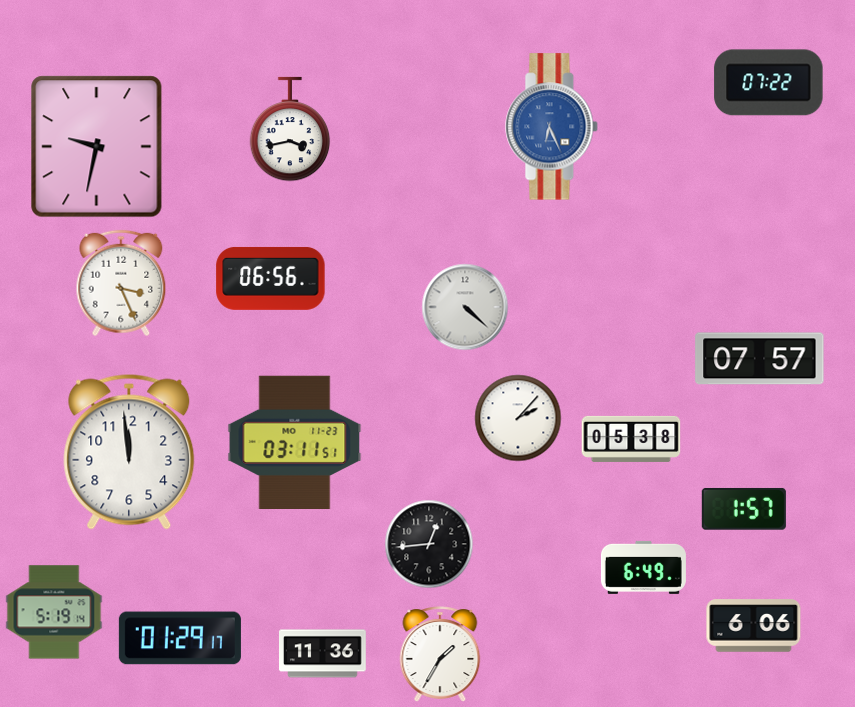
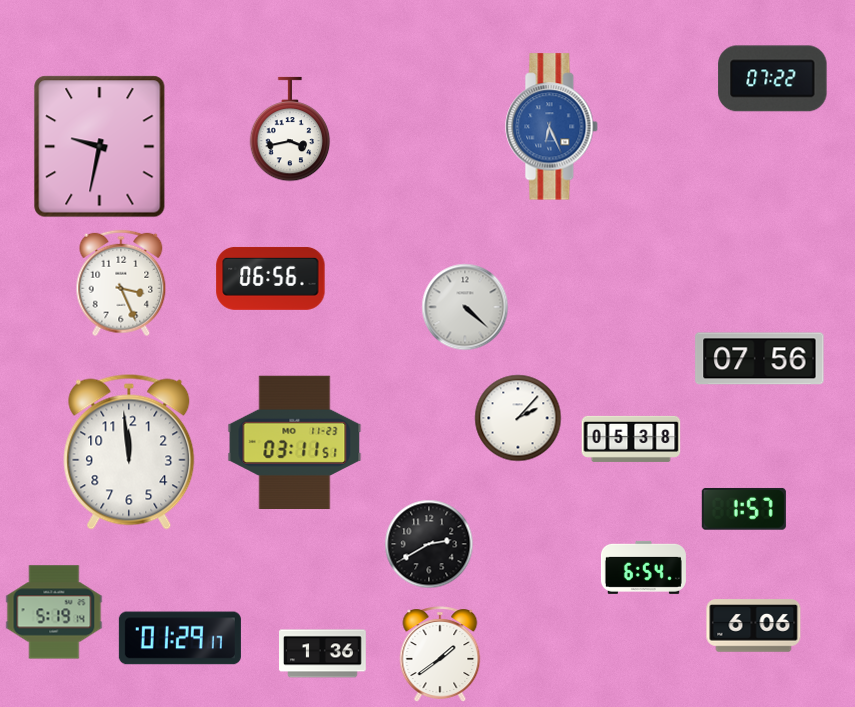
clock at (769, 83) position: (769, 83) -> (773, 79)
clock at (97, 147) position: (97, 147) -> (100, 147)
clock at (760, 359): 07:57 -> 07:56
clock at (429, 544): 12:44 -> 2:40
clock at (643, 567): 6:49 -> 6:54
clock at (323, 654): 11:36 -> 1:36
clock at (440, 654): 1:35 -> 1:39
